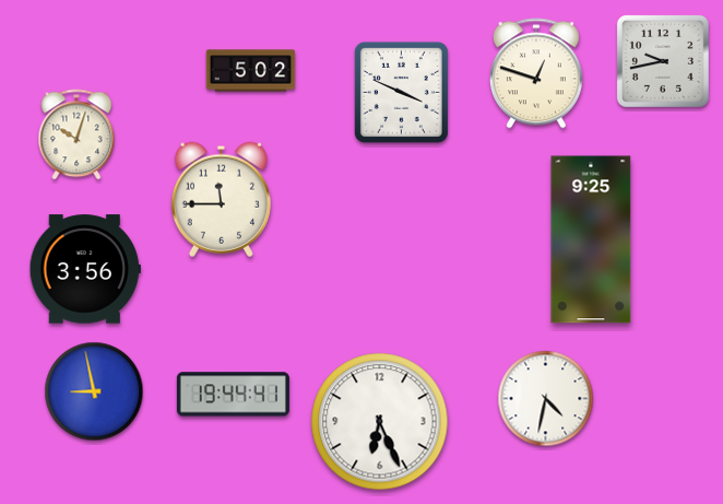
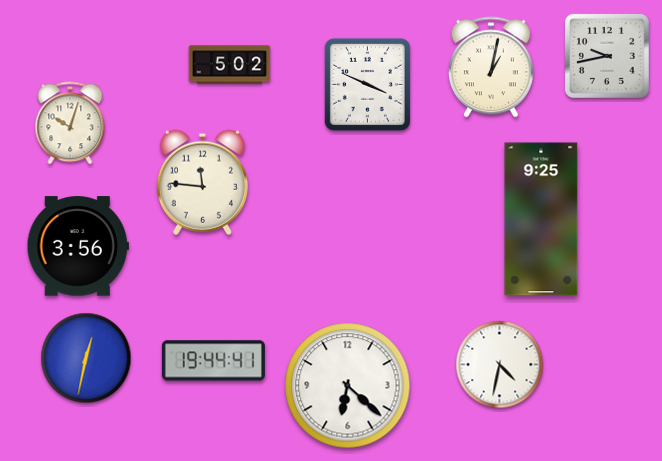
clock at (536, 73): 12:48 -> 1:02
clock at (221, 199): 11:45 -> 11:46
clock at (94, 391): 8:58 -> 12:32
clock at (380, 422): 6:26 -> 6:22
